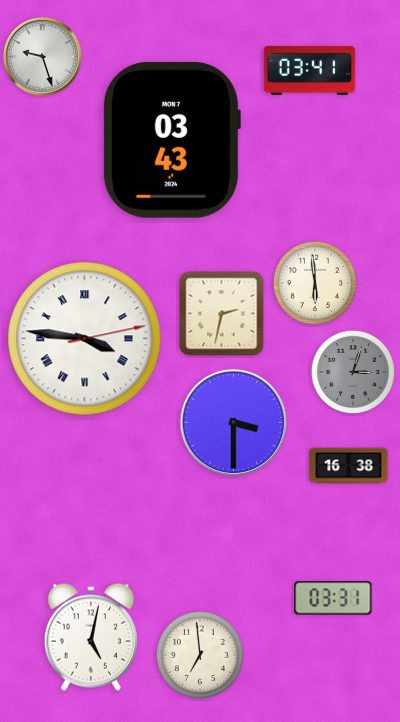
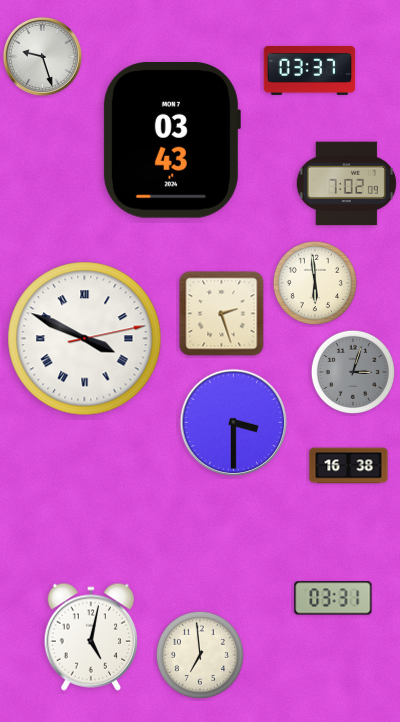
clock at (310, 70): 03:41 -> 03:37
clock at (346, 184): none -> 7:02
clock at (222, 314): 2:32 -> 2:27
clock at (85, 339): 3:46 -> 3:49
